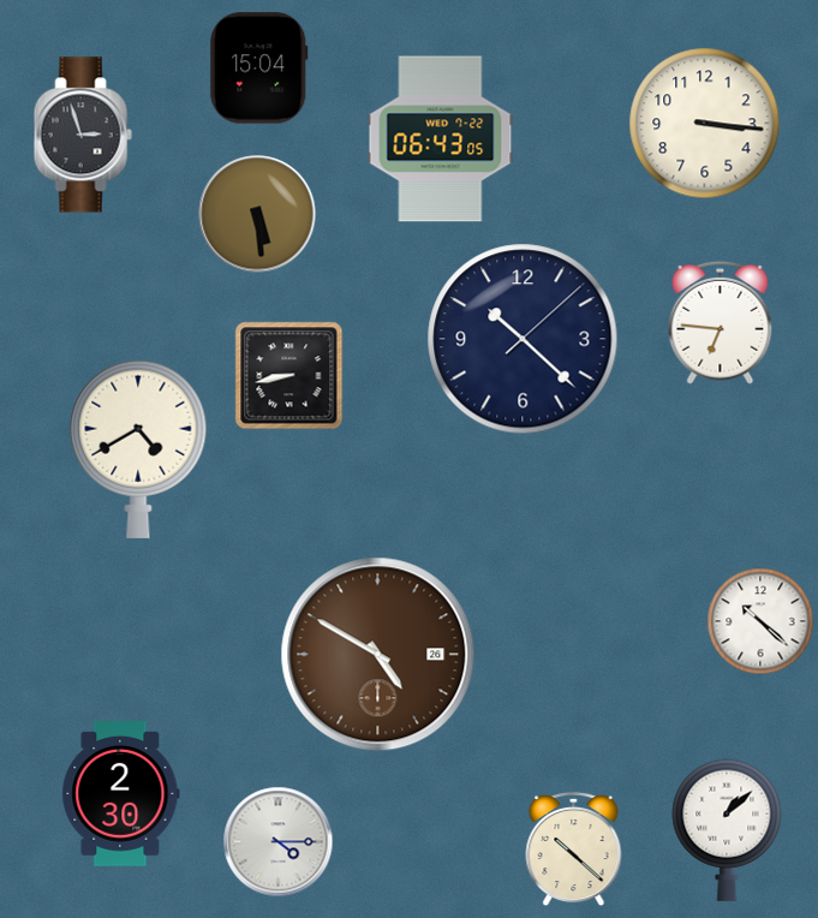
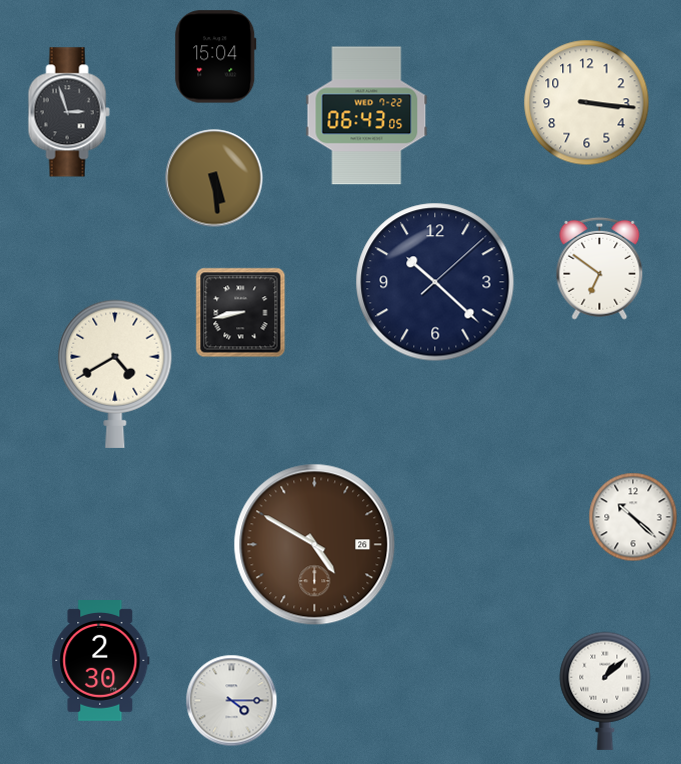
clock at (721, 322): 6:46 -> 6:51
clock at (574, 850): 10:22 -> none
